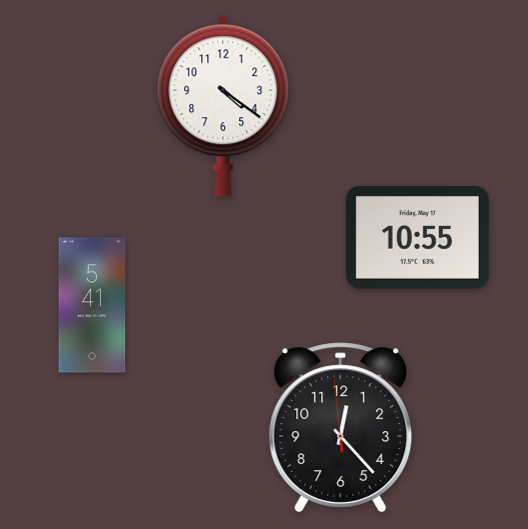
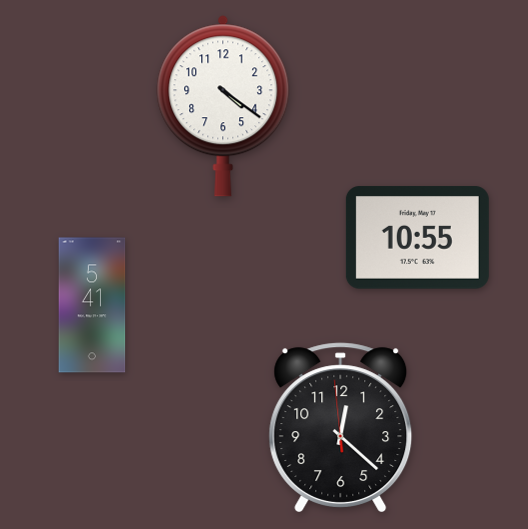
clock at (341, 428): 12:22 -> 12:21
